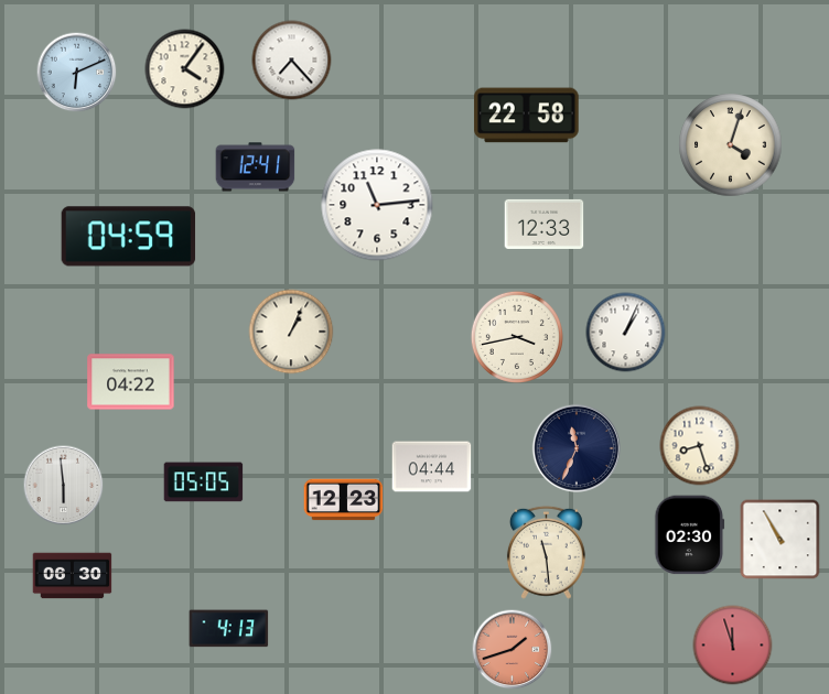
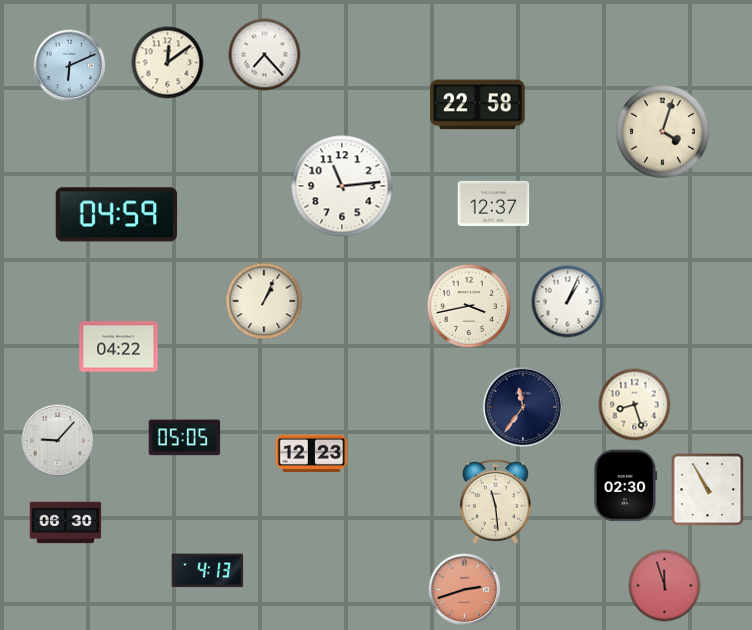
clock at (185, 69): 4:06 -> 12:09
clock at (256, 167): 12:41 -> none
clock at (545, 224): 12:33 -> 12:37
clock at (575, 447): 11:34 -> 11:36
clock at (432, 467): 04:44 -> none
clock at (64, 486): 5:59 -> 9:07
clock at (513, 650): 1:42 -> 2:42
